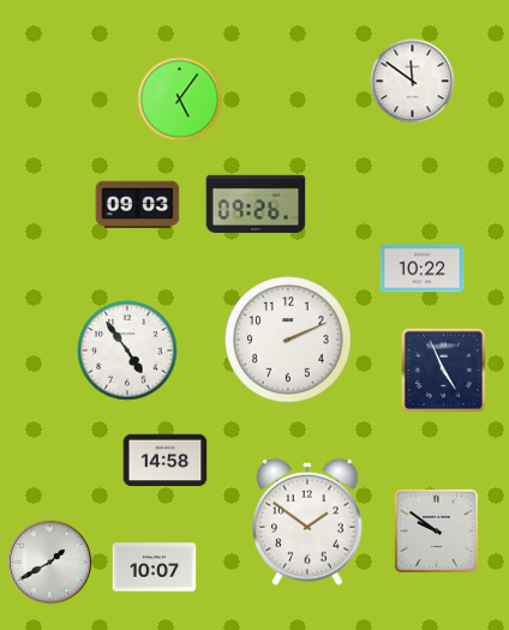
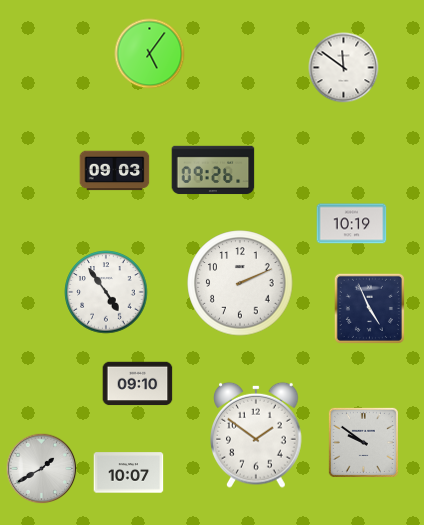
clock at (180, 100) position: (180, 100) -> (150, 54)
clock at (423, 269): 10:22 -> 10:19
clock at (166, 461): 14:58 -> 09:10
